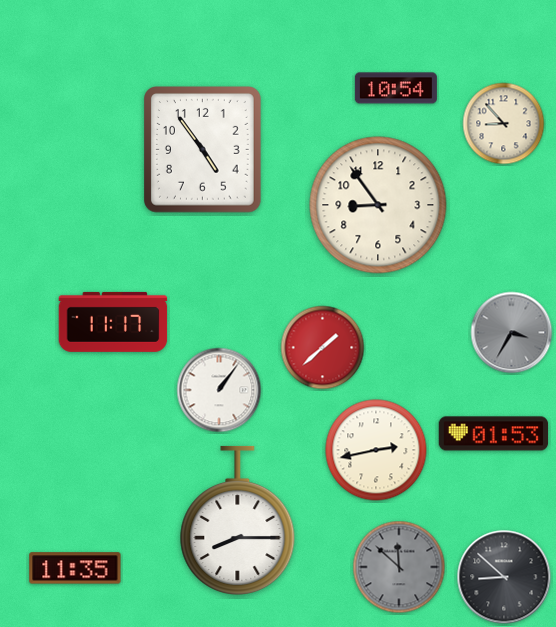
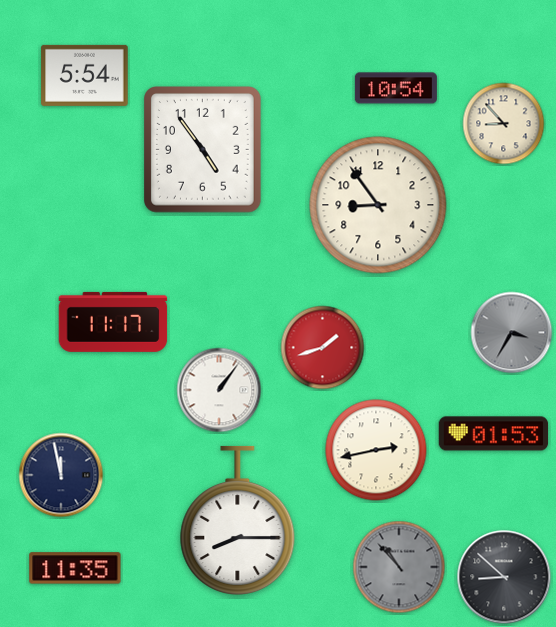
clock at (85, 75): none -> 5:54
clock at (323, 348): 1:38 -> 1:42
clock at (61, 475): none -> 11:58
clock at (399, 567): 11:52 -> 10:53
